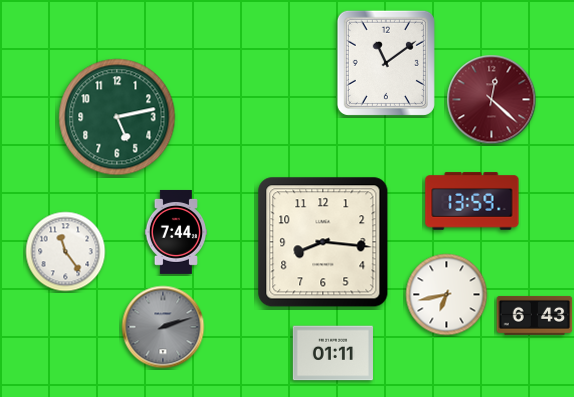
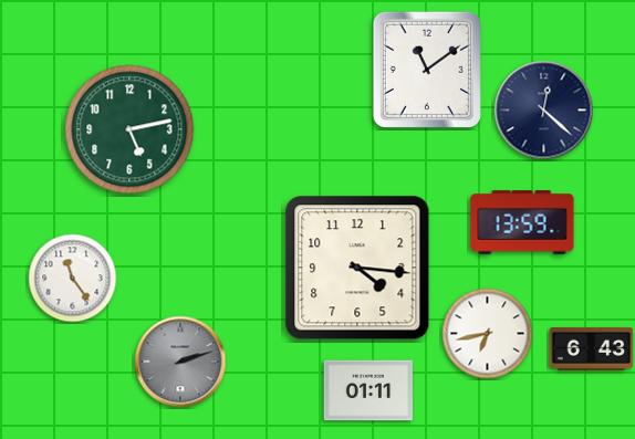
clock at (492, 100) dial: burgundy -> navy
clock at (175, 232): 7:44 -> none
clock at (323, 242): 8:16 -> 4:16
clock at (447, 295) position: (447, 295) -> (488, 334)
